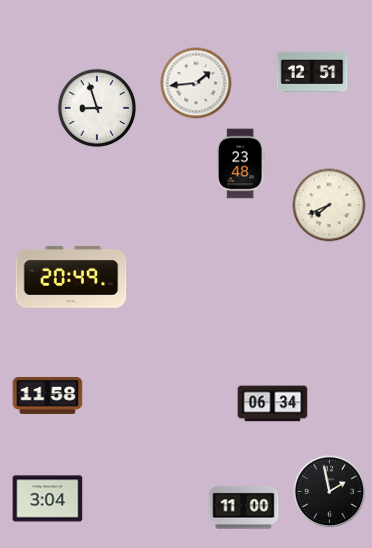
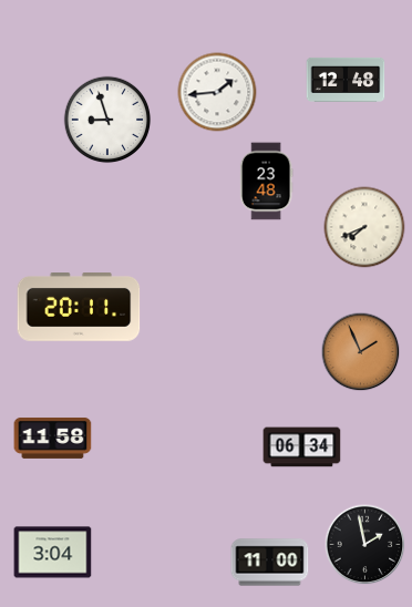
clock at (312, 72): 12:51 -> 12:48
clock at (71, 278): 20:49 -> 20:11
clock at (361, 352): none -> 1:56
